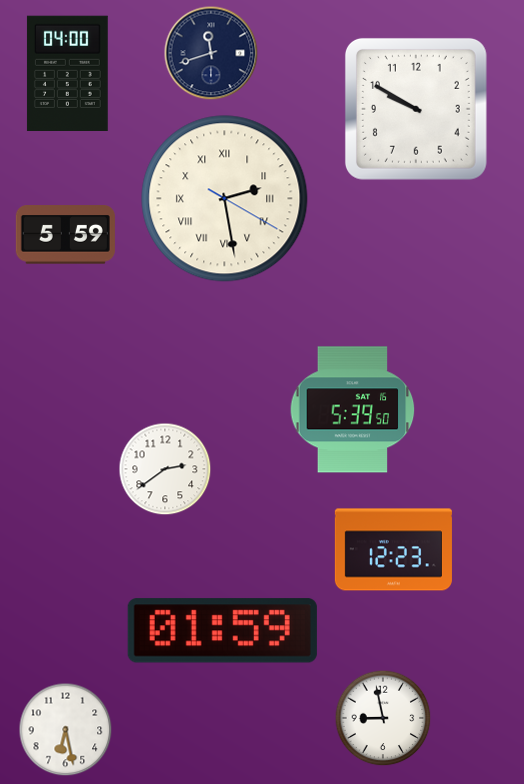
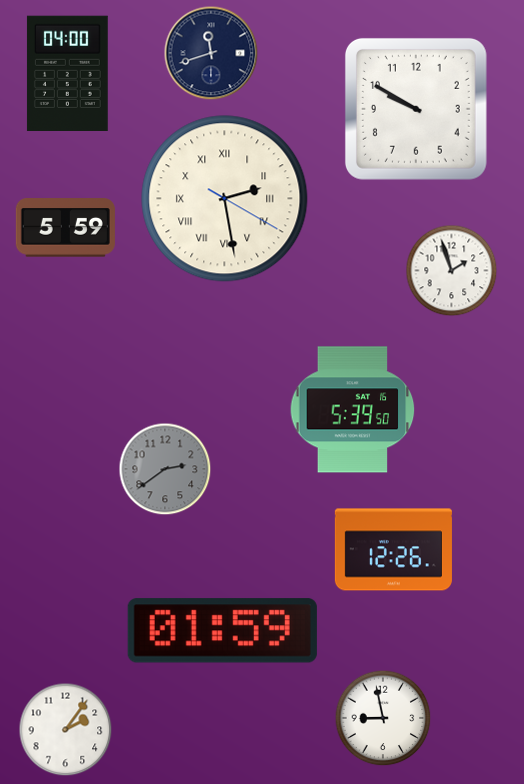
clock at (65, 235) position: (65, 235) -> (65, 228)
clock at (452, 271): none -> 1:57
clock at (165, 469) dial: white -> grey
clock at (393, 550): 12:23 -> 12:26
clock at (66, 730): 6:28 -> 2:06
